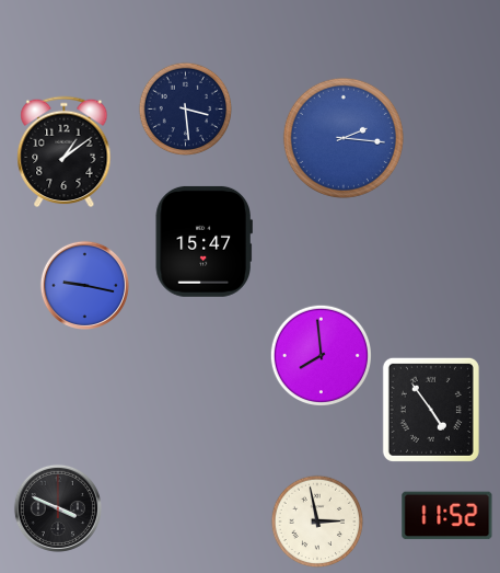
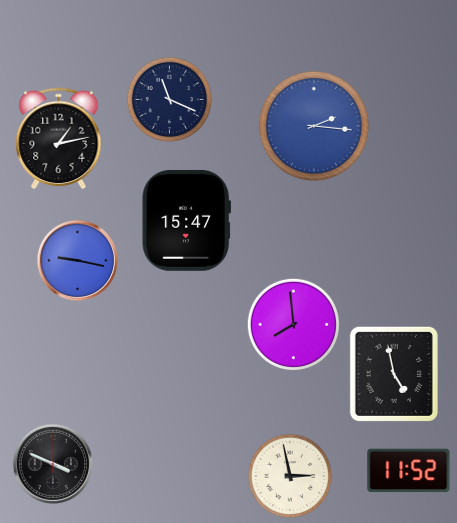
clock at (186, 110): 3:29 -> 11:19
clock at (65, 152): 1:09 -> 1:13
clock at (431, 410): 4:54 -> 4:58
